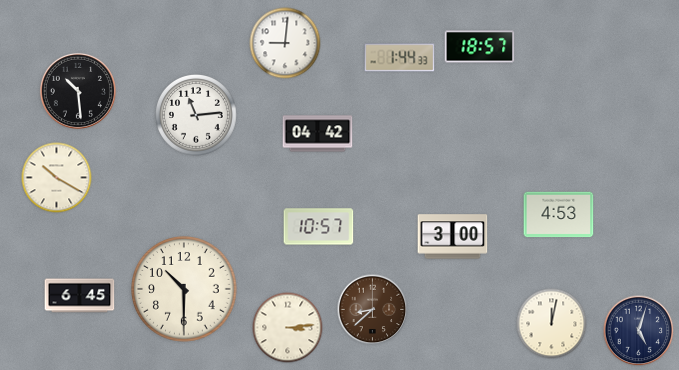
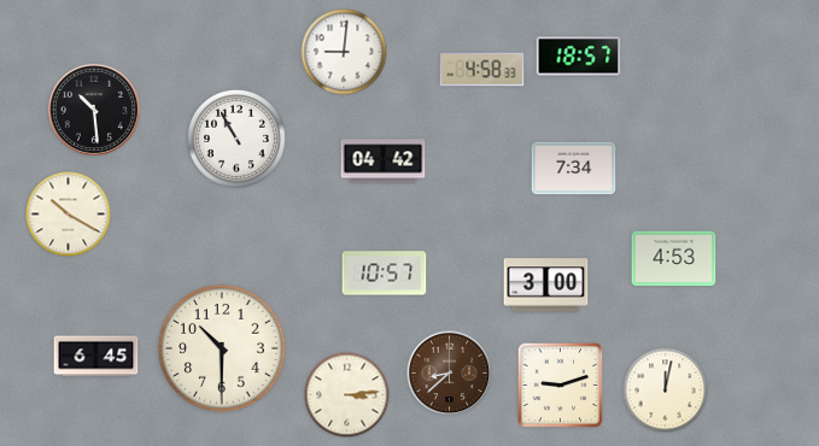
clock at (400, 58): 1:44 -> 4:58
clock at (196, 115): 11:14 -> 10:55
clock at (574, 169): none -> 7:34
clock at (560, 385): none -> 9:12
clock at (639, 331): 5:03 -> none
